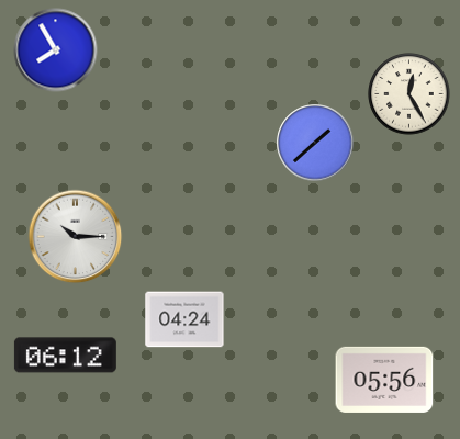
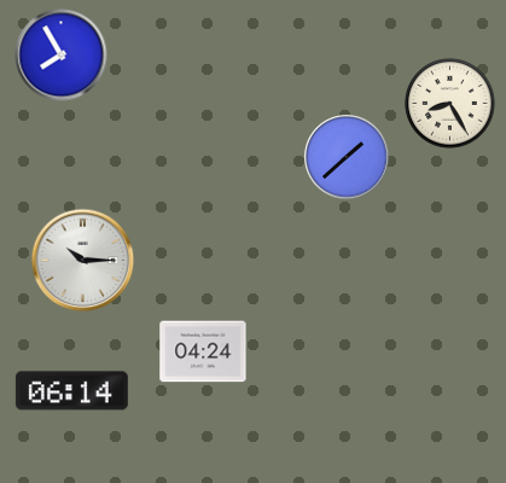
clock at (409, 94): 12:25 -> 8:25
clock at (65, 356): 06:12 -> 06:14
clock at (384, 380): 05:56 -> none
